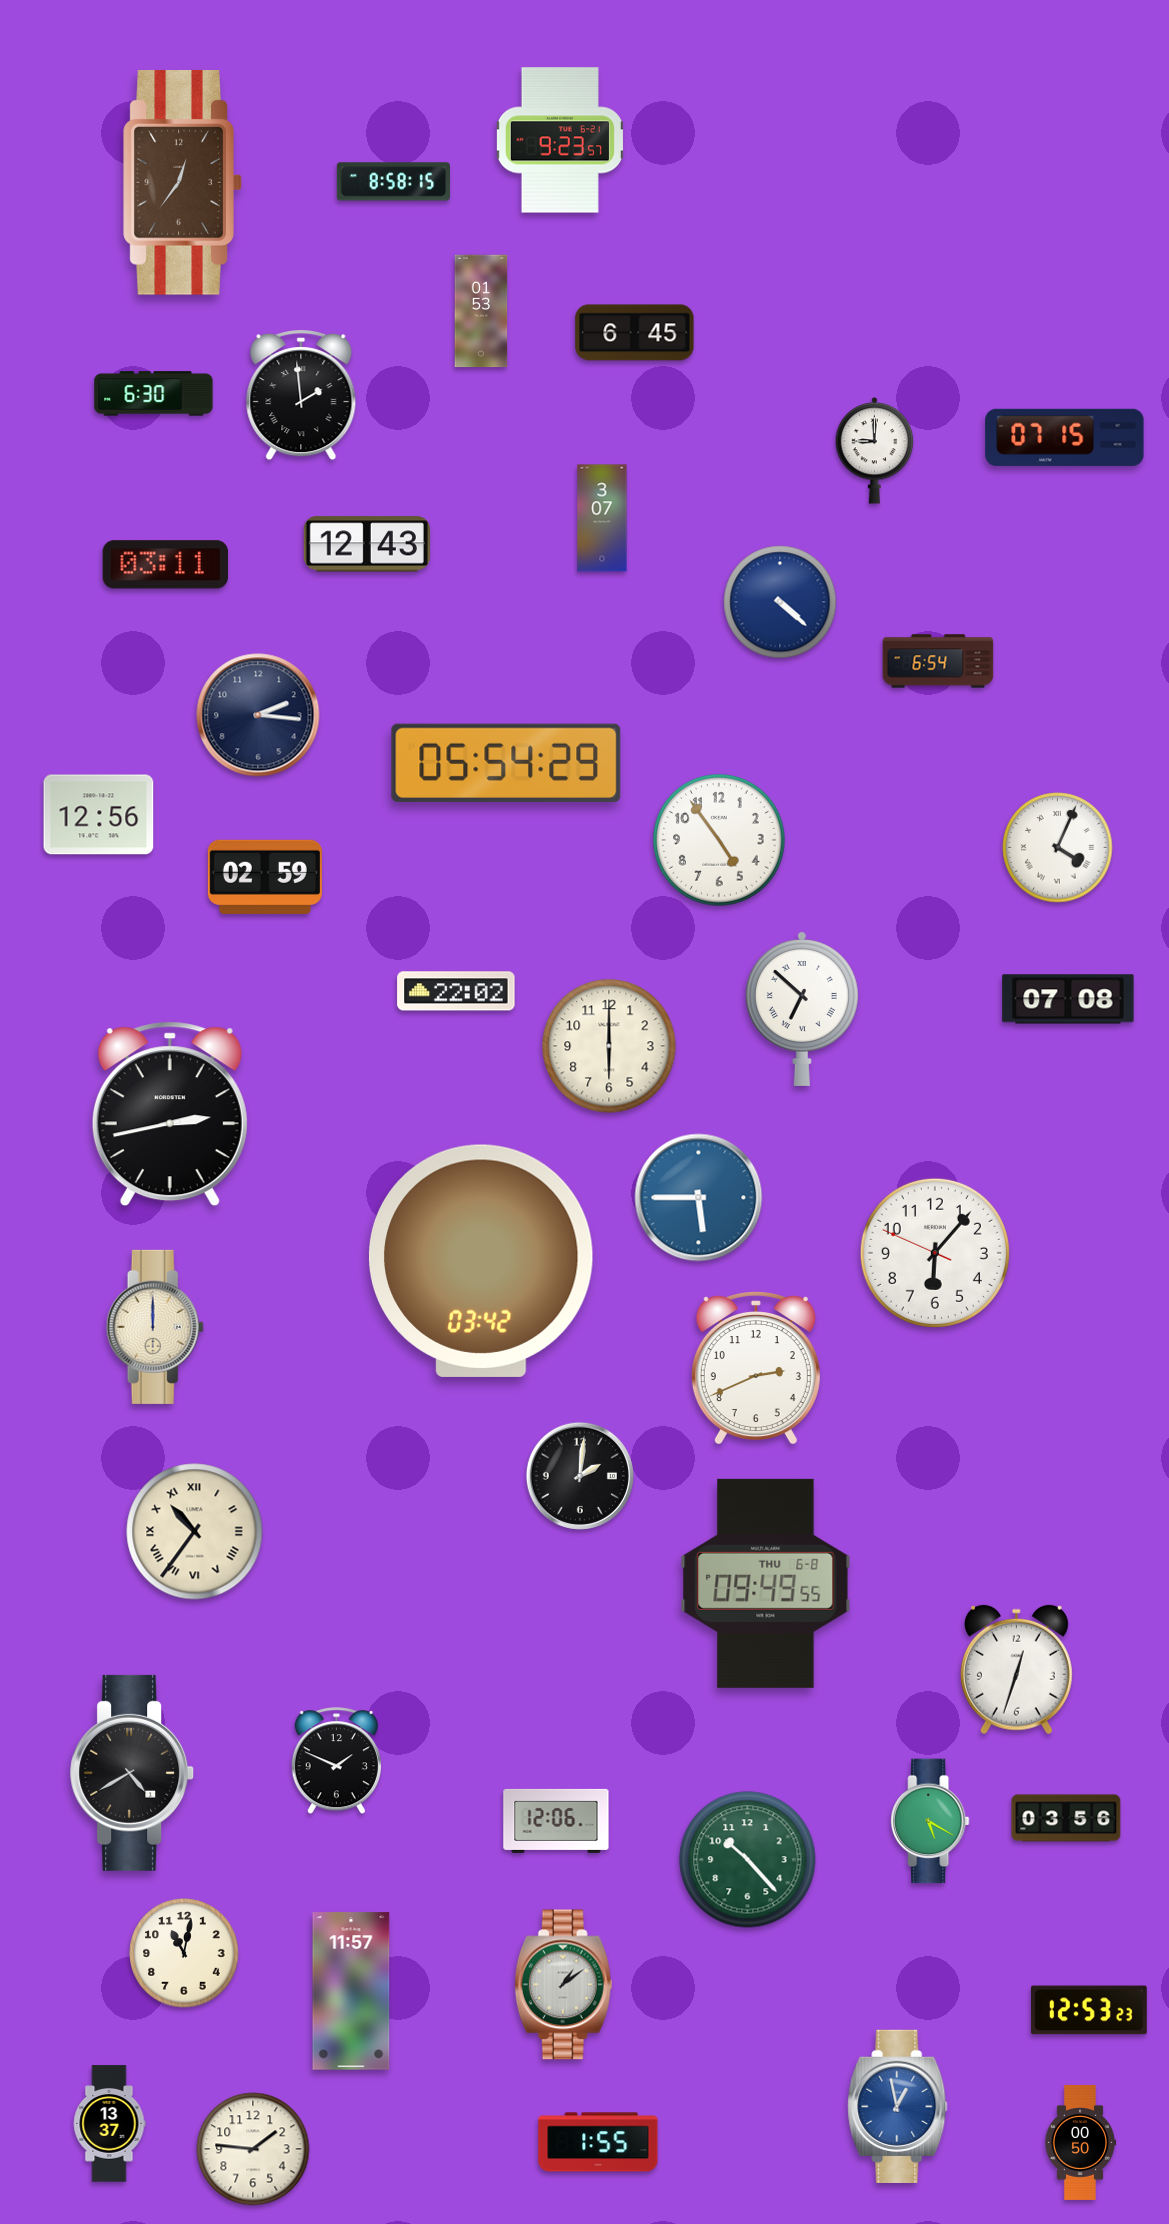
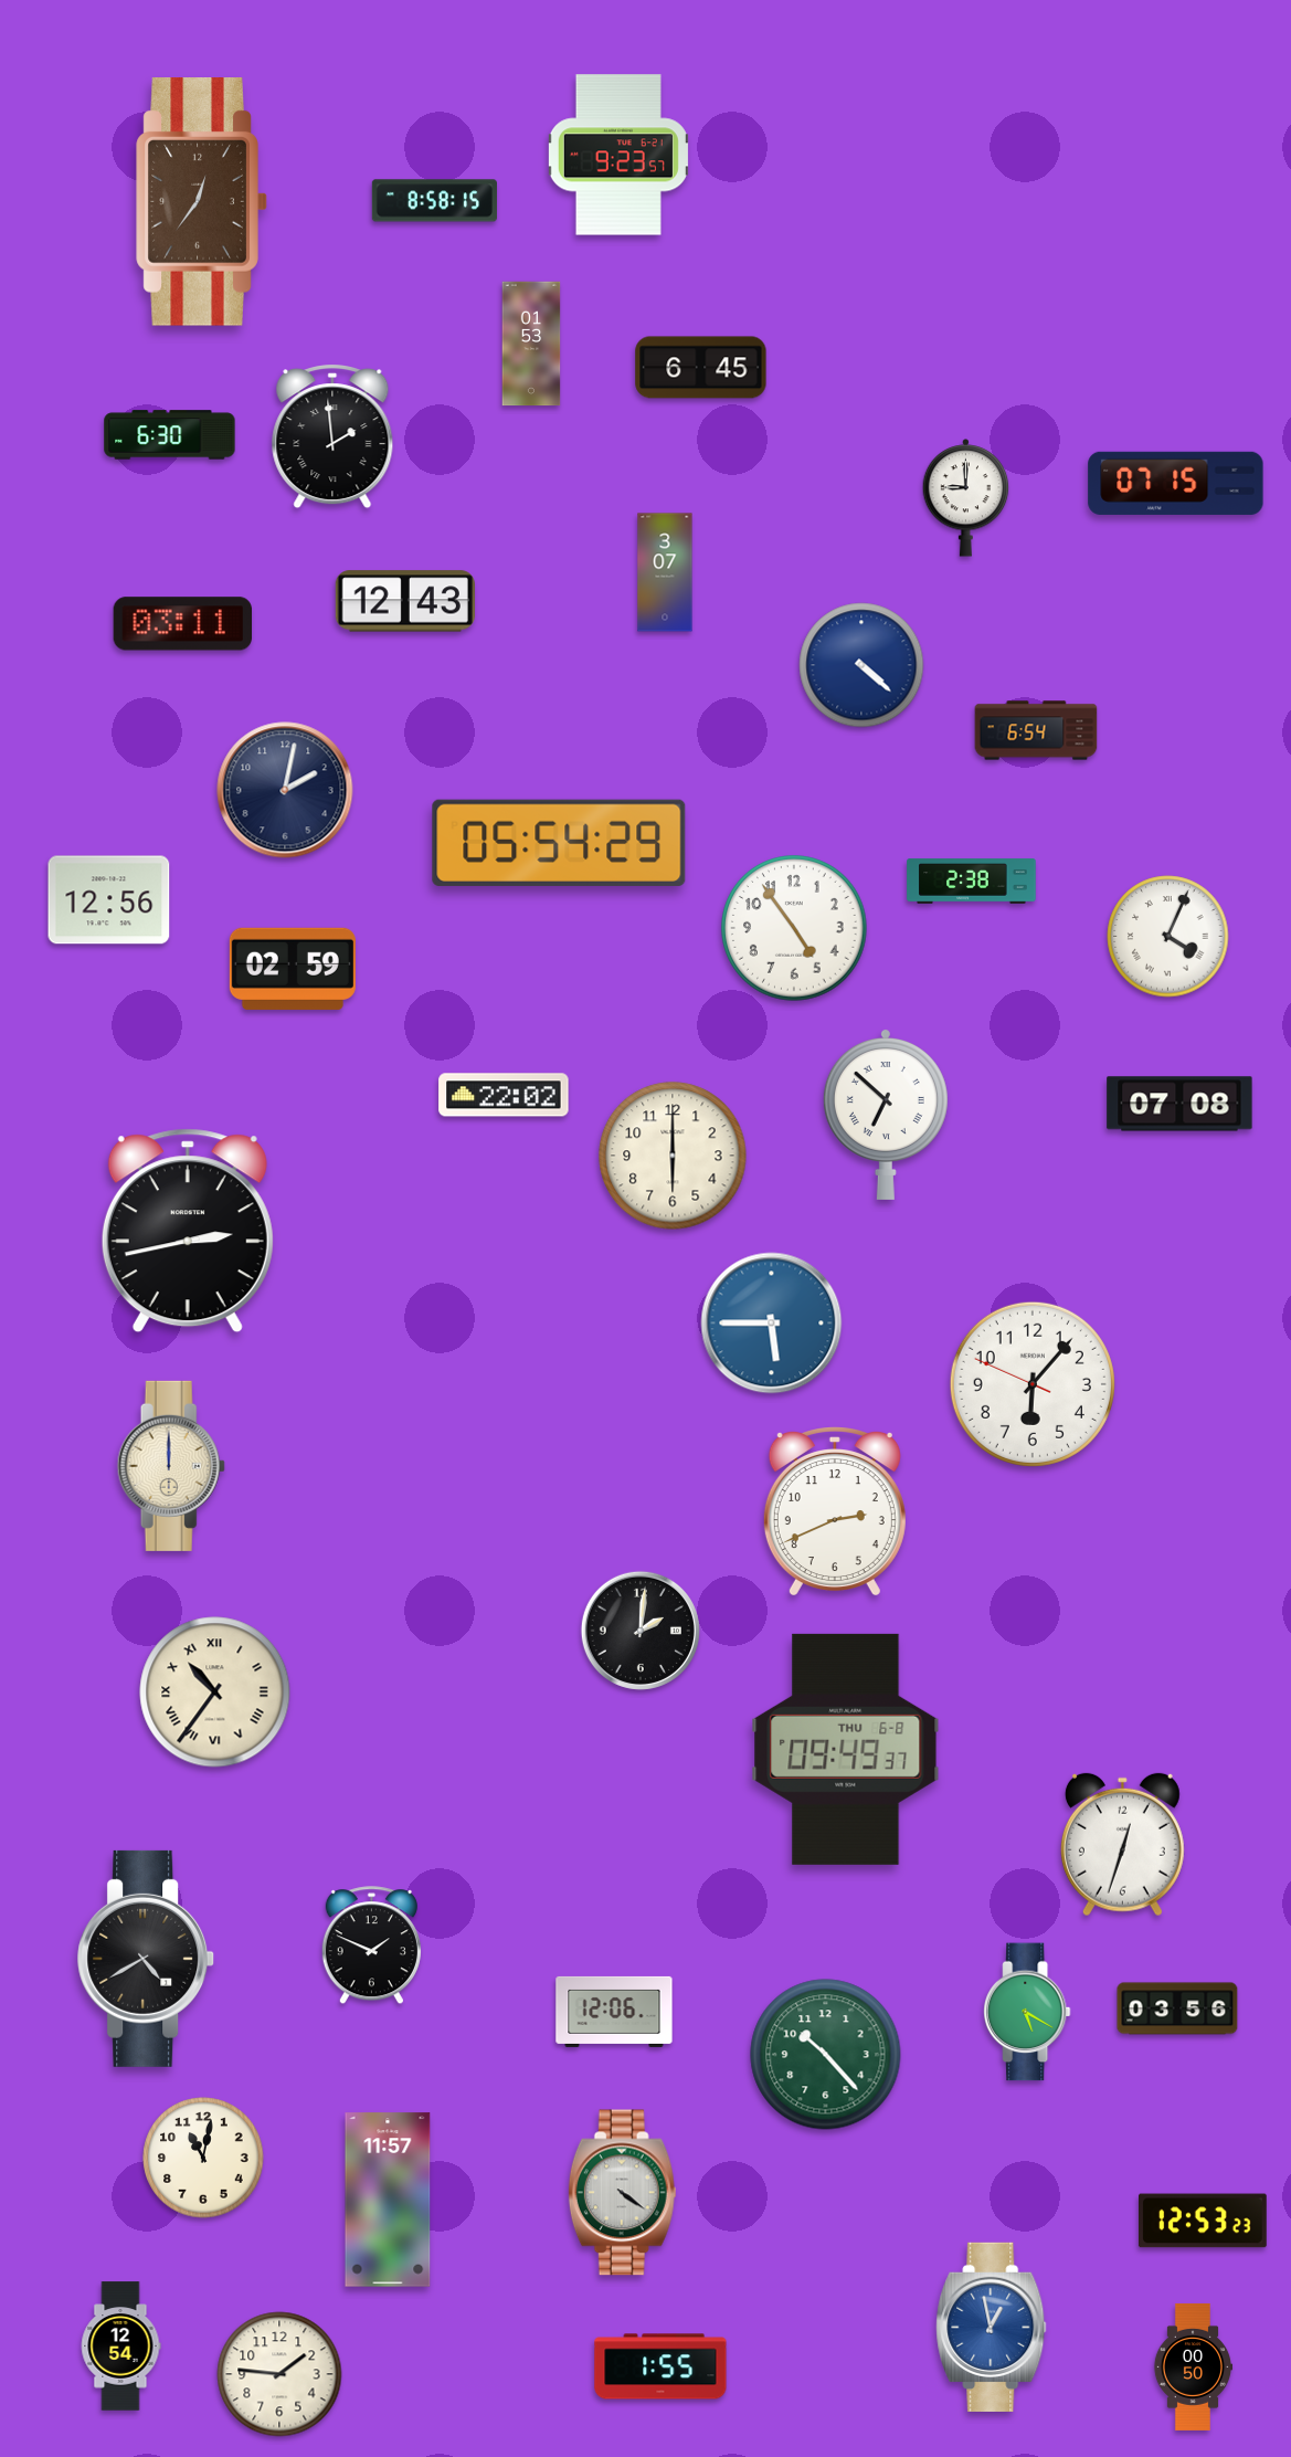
clock at (258, 715): 2:16 -> 2:02
clock at (972, 882): none -> 2:38
clock at (481, 1261): 03:42 -> none
clock at (766, 1583): 09:49:55 -> 09:49:37
clock at (563, 1985): 1:09 -> 4:21
clock at (109, 2124): 13:37 -> 12:54
